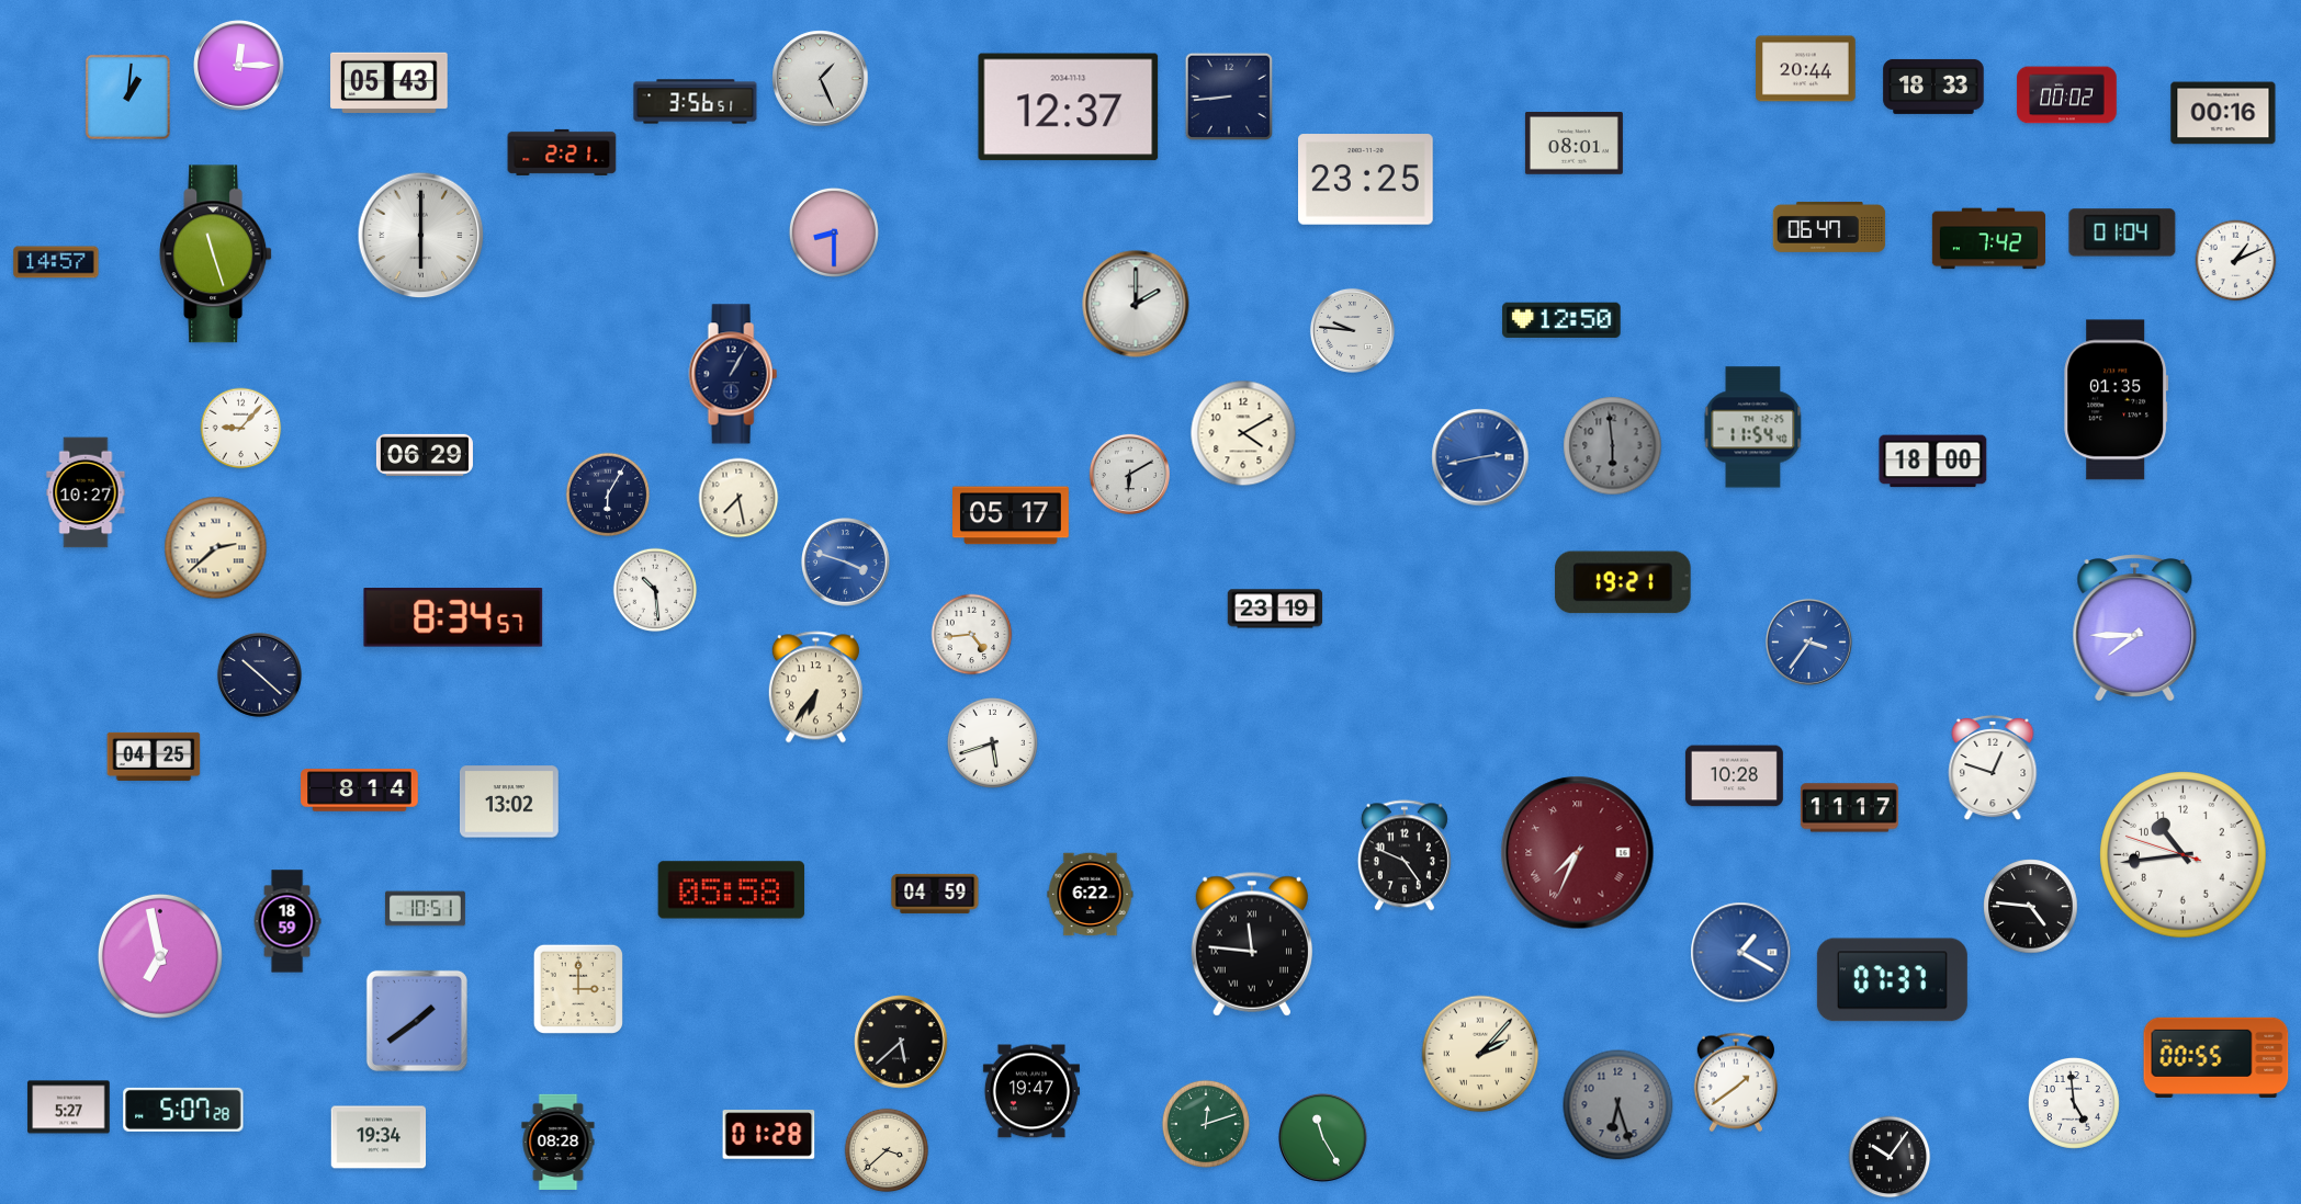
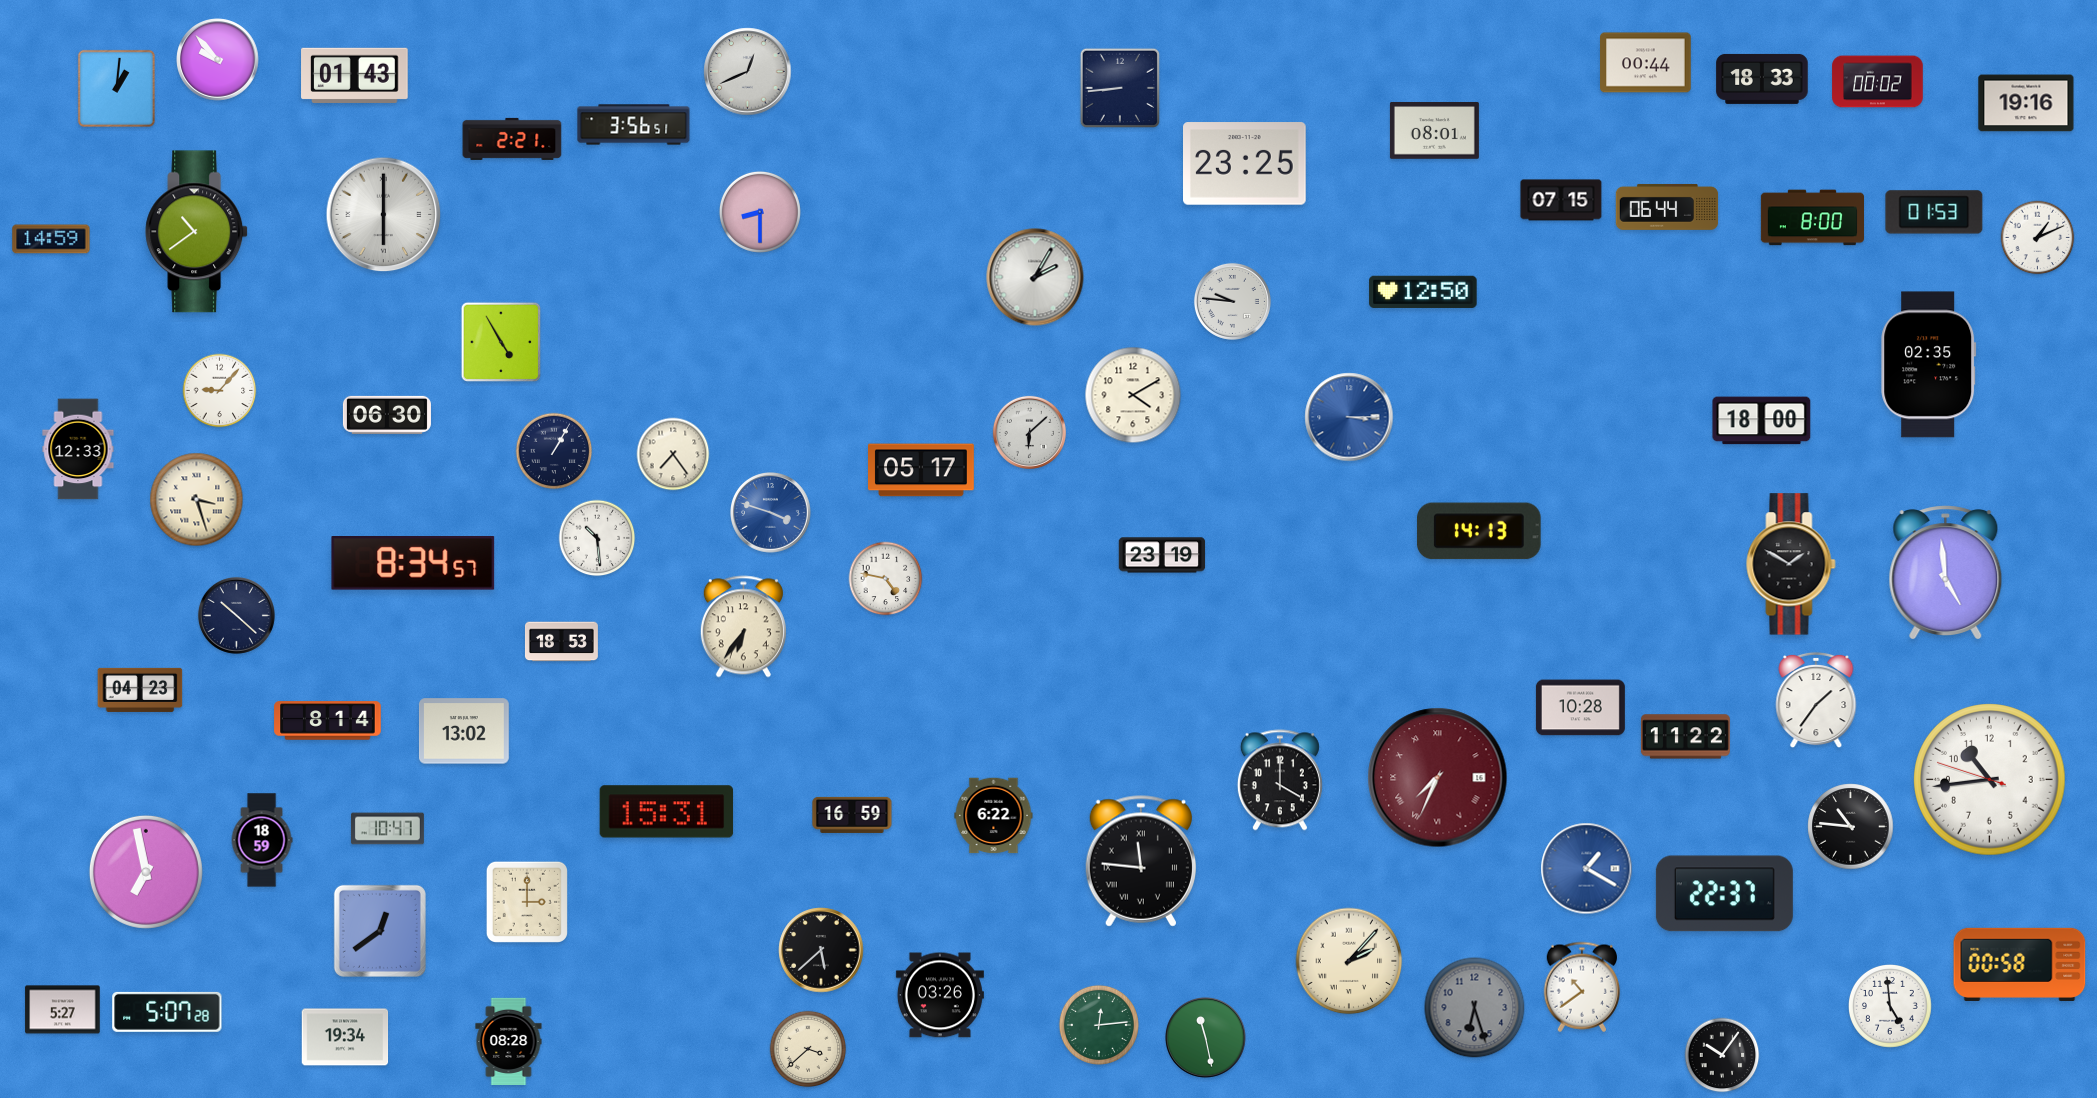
clock at (239, 66): 12:15 -> 9:53
clock at (1806, 69): 20:44 -> 00:44
clock at (821, 79): 1:26 -> 12:41
clock at (390, 82): 05:43 -> 01:43
clock at (2067, 95) position: (2067, 95) -> (1878, 82)
clock at (696, 102) position: (696, 102) -> (634, 125)
clock at (1069, 107): 12:37 -> none
clock at (2223, 113): 00:16 -> 19:16
clock at (1561, 200): none -> 07:15
clock at (1829, 227): 06:47 -> 06:44
clock at (2122, 232): 01:04 -> 01:53
clock at (1988, 239): 7:42 -> 8:00
clock at (216, 254): 11:27 -> 10:39
clock at (56, 262): 14:57 -> 14:59
clock at (1136, 304): 2:00 -> 2:05
clock at (733, 374): 1:05 -> none
clock at (501, 342): none -> 4:55
clock at (2117, 400): 01:35 -> 02:35
clock at (1753, 428): 11:54 -> none
clock at (1613, 446): 5:59 -> none
clock at (425, 455): 06:29 -> 06:30
clock at (1480, 457): 2:43 -> 3:15
clock at (1129, 474): 6:10 -> 6:08
clock at (86, 492): 10:27 -> 12:33
clock at (608, 495): 6:05 -> 1:05
clock at (738, 498): 7:28 -> 7:24
clock at (216, 548): 2:38 -> 3:27
clock at (1623, 582): 19:21 -> 14:13
clock at (1791, 564): none -> 1:50
clock at (2135, 628): 7:45 -> 4:59
clock at (972, 635): 4:44 -> 4:47
clock at (1808, 641): 3:36 -> none
clock at (561, 642): none -> 18:53
clock at (992, 742): 5:42 -> none
clock at (154, 757): 04:25 -> 04:23
clock at (1993, 768): 12:48 -> 1:36
clock at (1849, 808): 11:17 -> 11:22
clock at (1405, 855): 4:49 -> 4:00
clock at (732, 890): 05:58 -> 15:31
clock at (935, 894): 04:59 -> 16:59
clock at (2031, 907): 4:46 -> 10:46
clock at (425, 909): 10:51 -> 10:47
clock at (1892, 980): 07:37 -> 22:37
clock at (417, 1021): 1:39 -> 12:39
clock at (2217, 1057): 00:55 -> 00:58
clock at (1736, 1082): 1:39 -> 10:39
clock at (1031, 1091): 19:47 -> 03:26
clock at (1206, 1124): 12:12 -> 12:14
clock at (769, 1135): 01:28 -> none
clock at (1323, 1138): 11:25 -> 11:28
